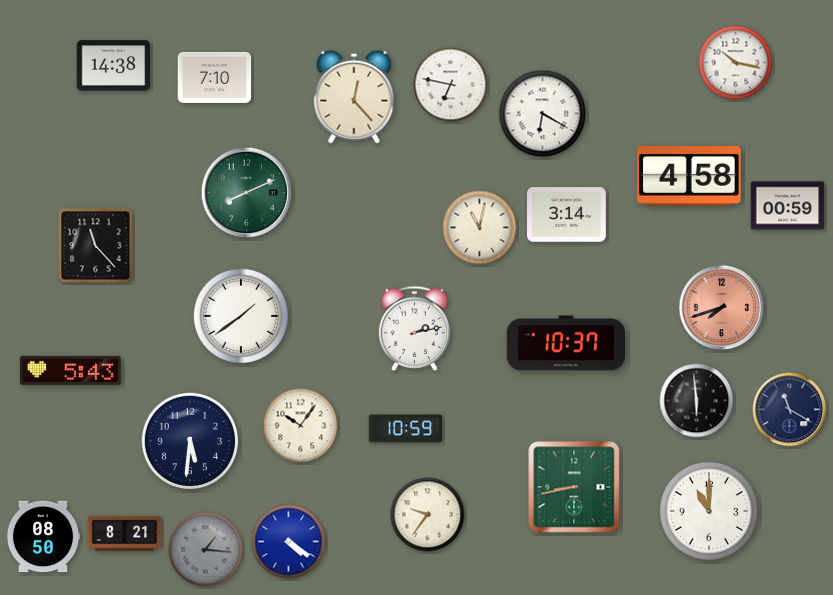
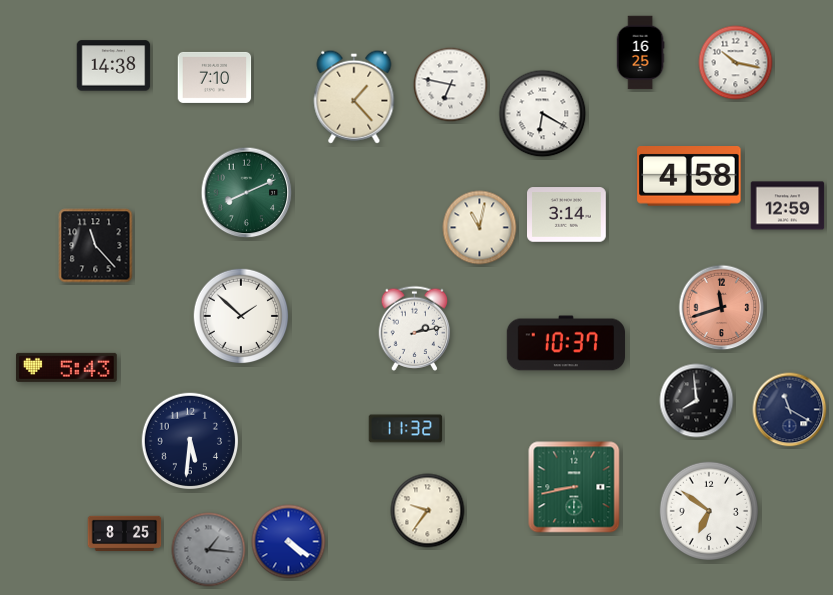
clock at (640, 53): none -> 16:25
clock at (354, 97): 12:23 -> 1:23
clock at (788, 206): 00:59 -> 12:59
clock at (722, 308): 7:42 -> 11:42
clock at (241, 316): 1:39 -> 1:52
clock at (70, 370) position: (70, 370) -> (66, 367)
clock at (697, 401): 5:59 -> 7:59
clock at (301, 426): 10:06 -> none
clock at (406, 429): 10:59 -> 11:32
clock at (709, 511): 11:00 -> 6:51
clock at (428, 515) position: (428, 515) -> (428, 511)
clock at (125, 534): 8:21 -> 8:25
clock at (43, 537): 08:50 -> none
clock at (206, 550) position: (206, 550) -> (209, 550)
